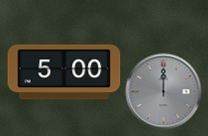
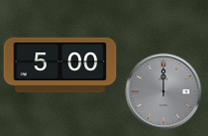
clock at (64, 72) position: (64, 72) -> (60, 65)
